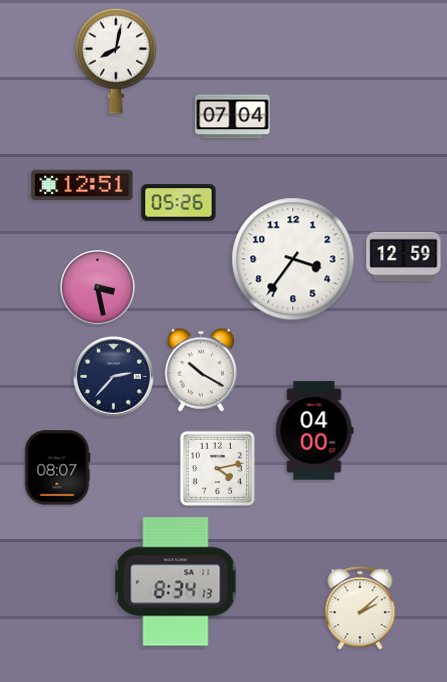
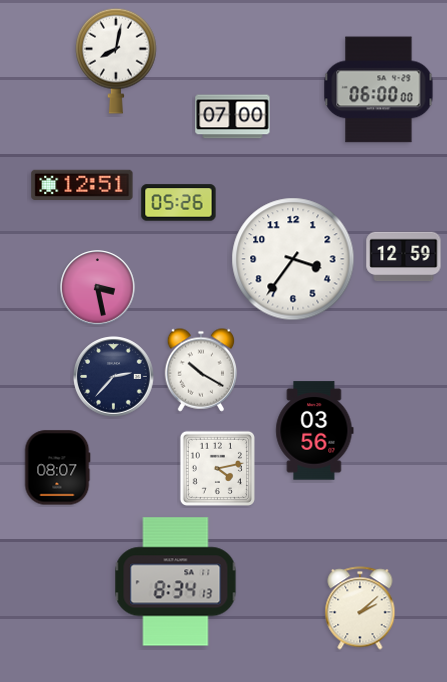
clock at (379, 90): none -> 06:00
clock at (233, 117): 07:04 -> 07:00
clock at (315, 431): 04:00 -> 03:56
